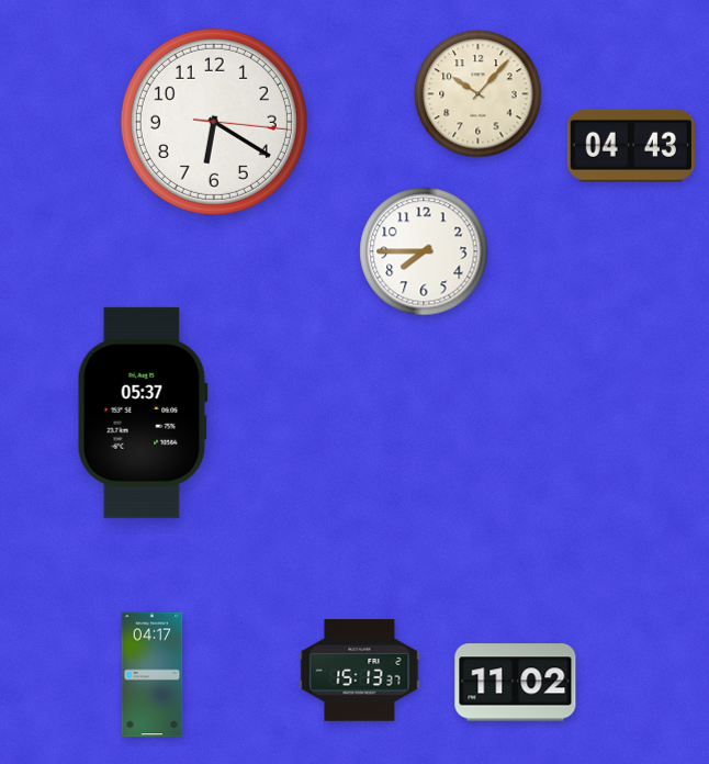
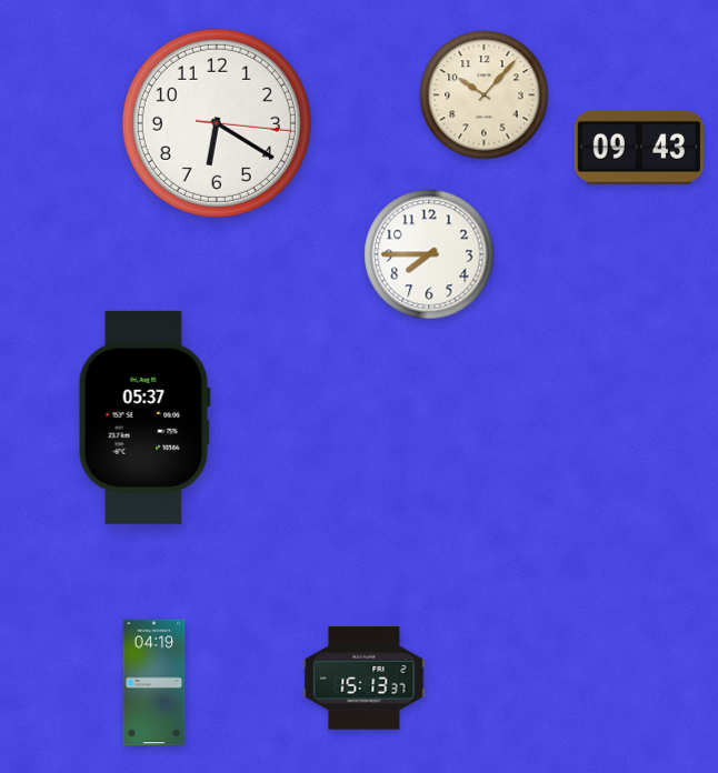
clock at (631, 146): 04:43 -> 09:43
clock at (153, 675): 04:17 -> 04:19
clock at (516, 683): 11:02 -> none
